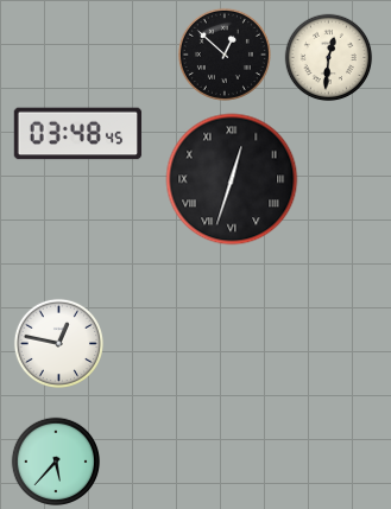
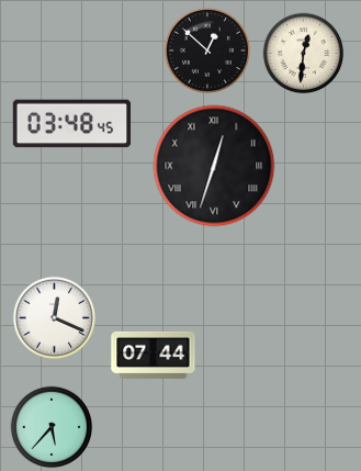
clock at (58, 343): 12:47 -> 12:19
clock at (154, 355): none -> 07:44
